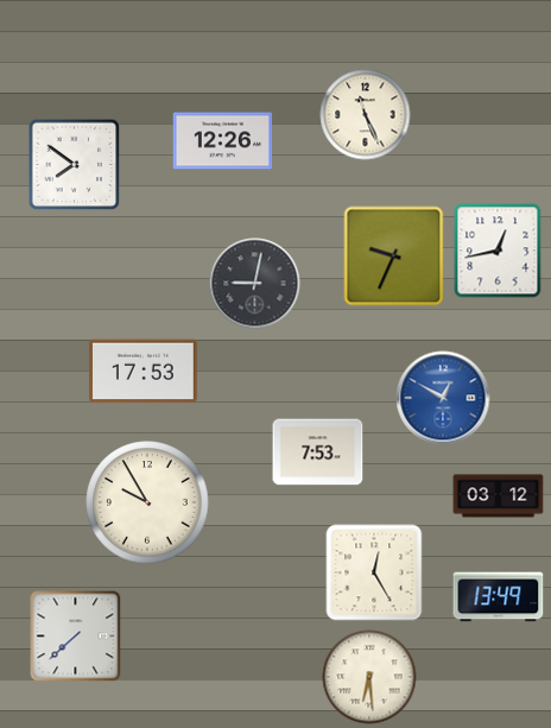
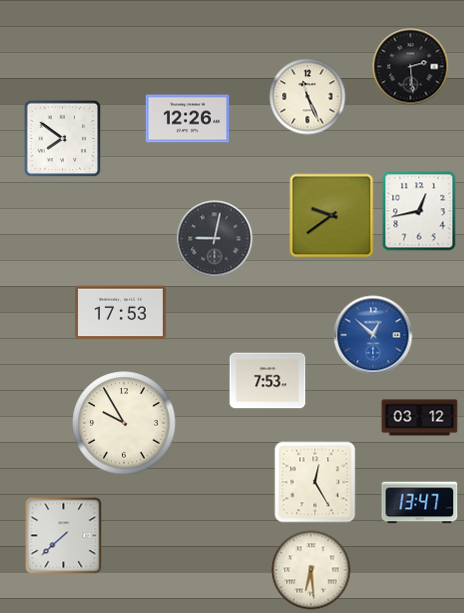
clock at (411, 67): none -> 2:29
clock at (394, 257): 9:34 -> 9:39
clock at (443, 398): 12:50 -> 12:52
clock at (499, 597): 13:49 -> 13:47
